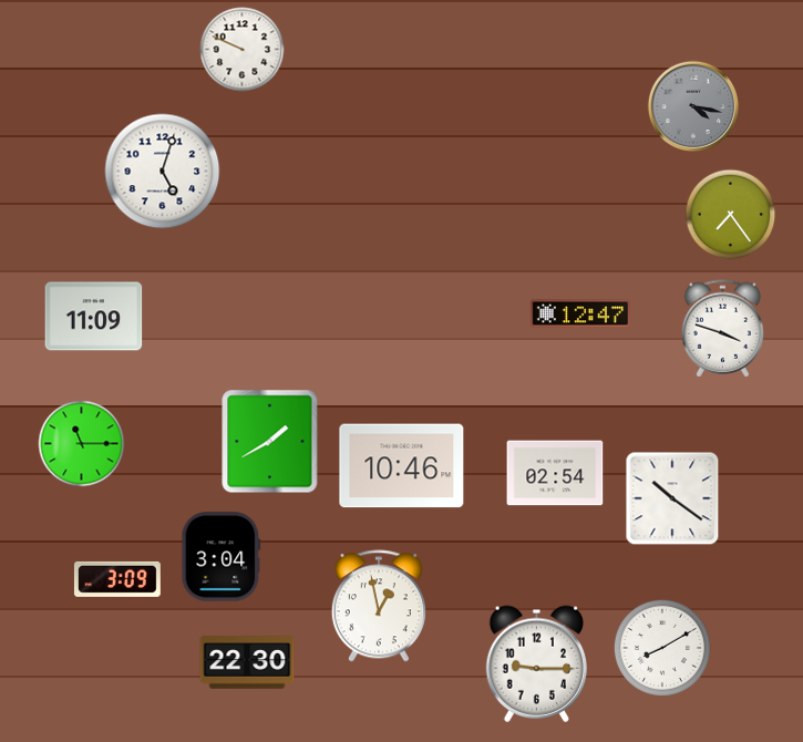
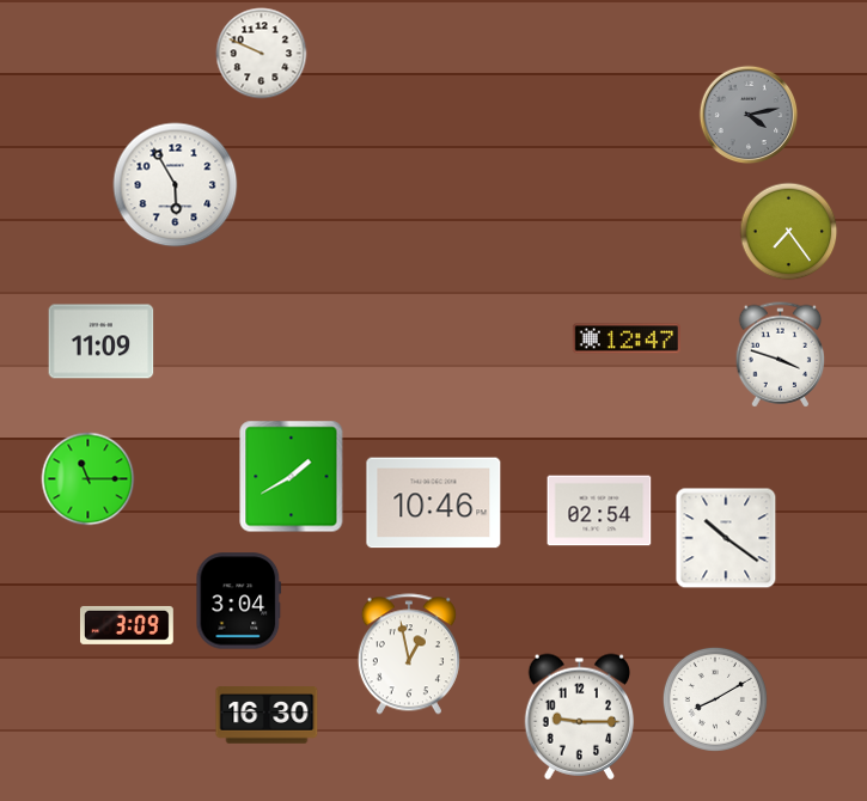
clock at (693, 106): 4:17 -> 4:13
clock at (163, 172): 5:03 -> 5:55
clock at (247, 662): 22:30 -> 16:30
